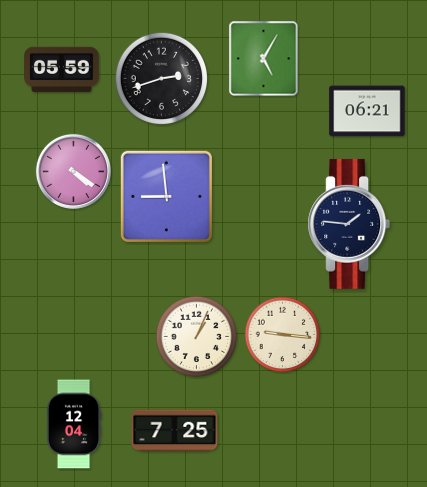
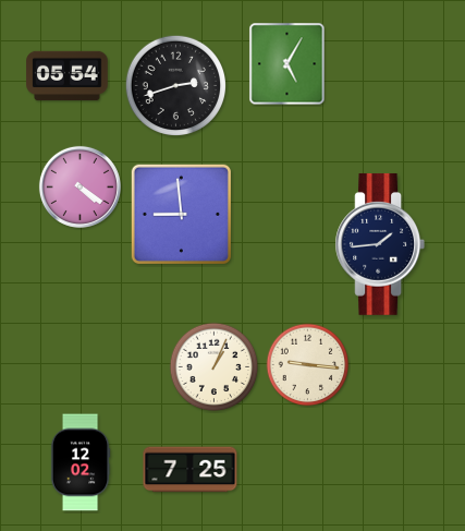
clock at (62, 70): 05:59 -> 05:54
clock at (367, 111): 06:21 -> none
clock at (349, 224): 1:46 -> 1:44
clock at (74, 424): 12:04 -> 12:02
